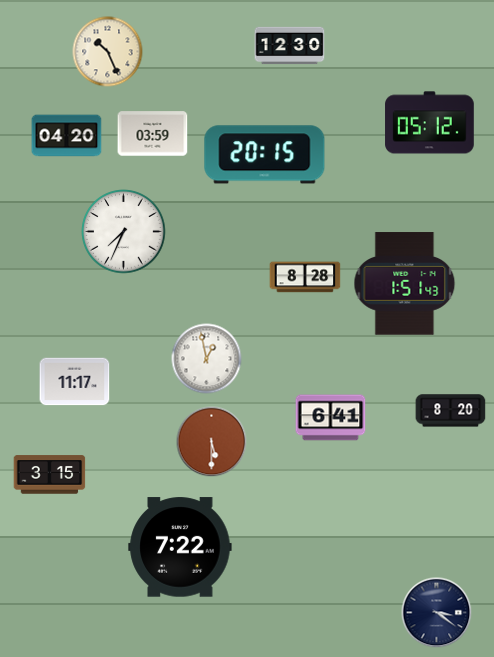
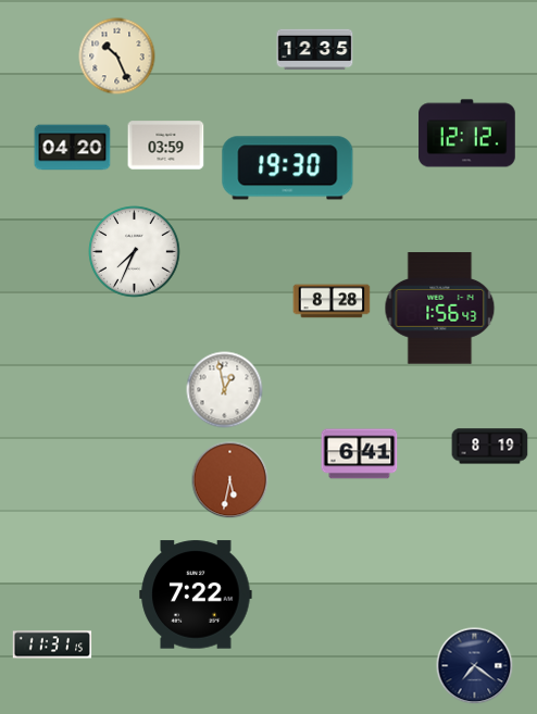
clock at (290, 46): 12:30 -> 12:35
clock at (430, 123): 05:12 -> 12:12
clock at (265, 155): 20:15 -> 19:30
clock at (405, 284): 1:51 -> 1:56
clock at (75, 382): 11:17 -> none
clock at (451, 411): 8:20 -> 8:19
clock at (212, 442): 5:30 -> 5:32
clock at (50, 475): 3:15 -> none
clock at (52, 644): none -> 11:31
clock at (437, 613): 3:21 -> 7:21
